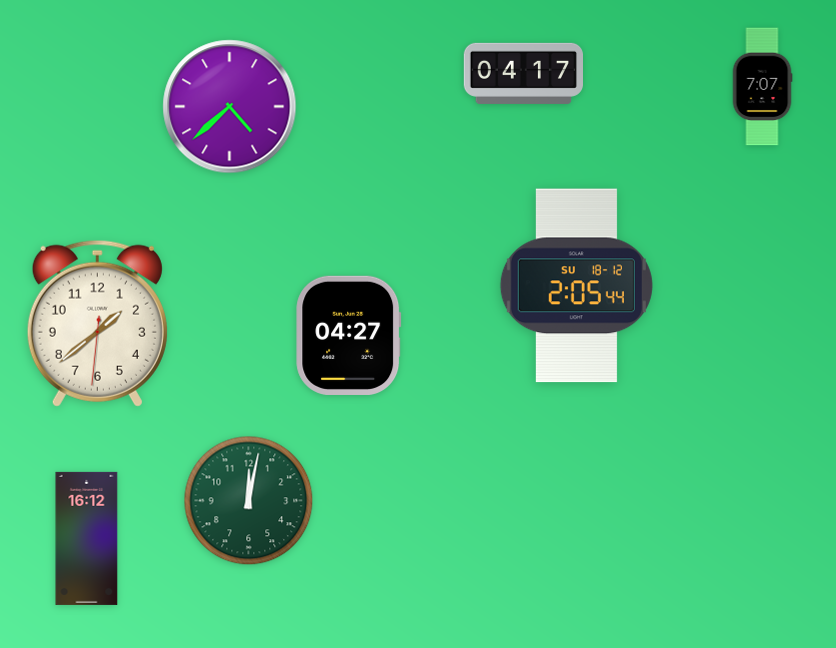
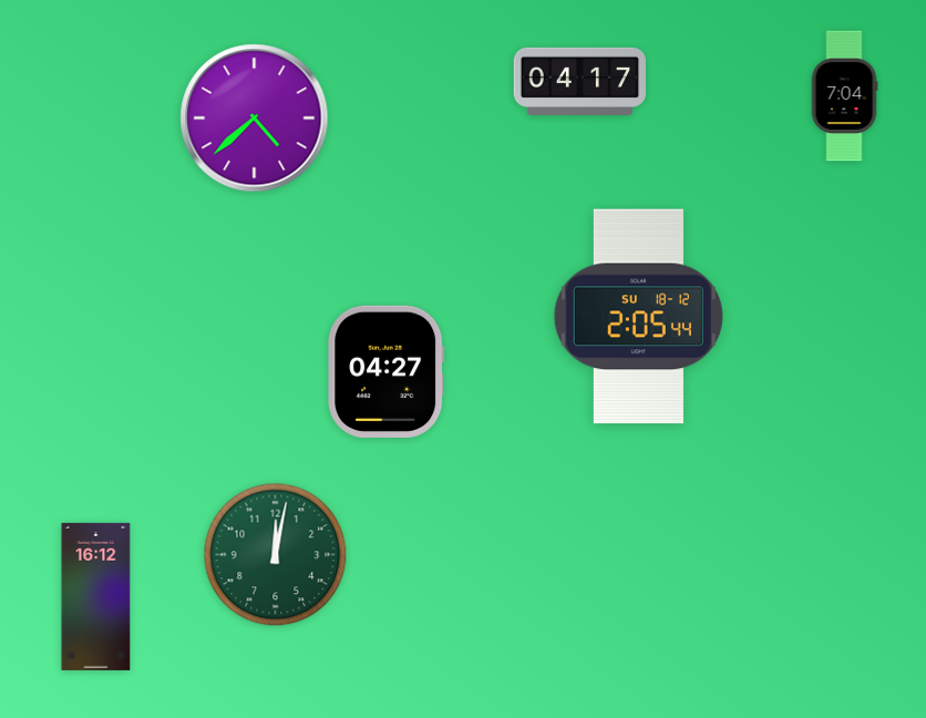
clock at (762, 87): 7:07 -> 7:04
clock at (97, 323): 1:38 -> none
